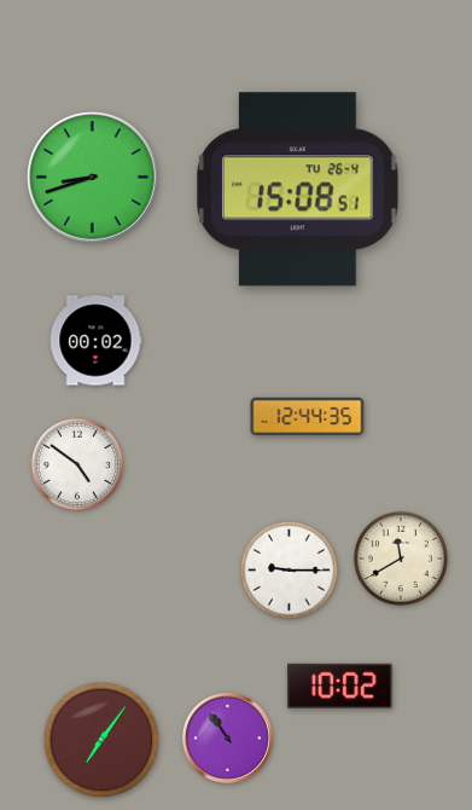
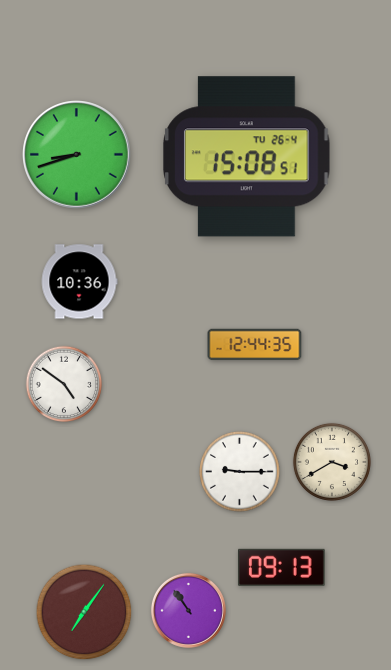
clock at (93, 178) position: (93, 178) -> (77, 155)
clock at (95, 341): 00:02 -> 10:36
clock at (401, 559): 11:40 -> 3:40
clock at (339, 685): 10:02 -> 09:13
